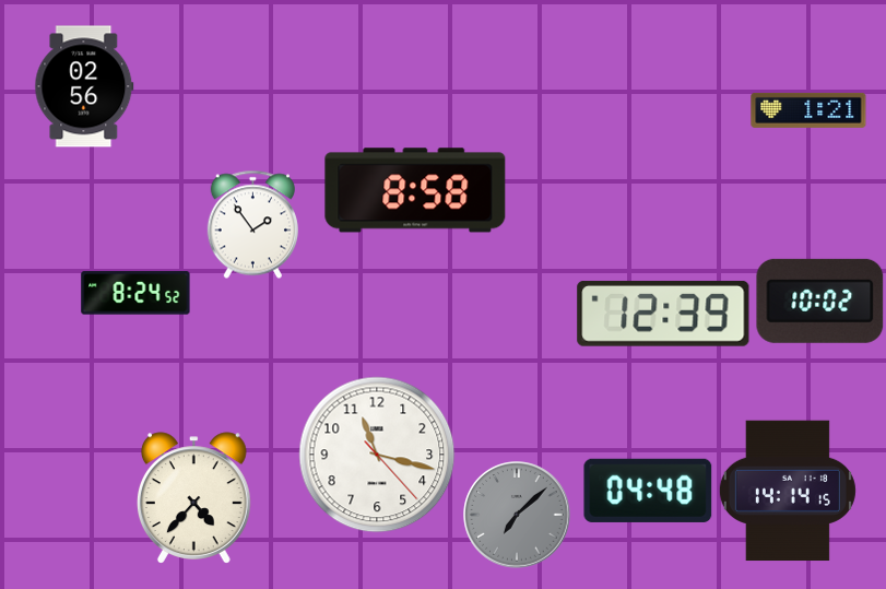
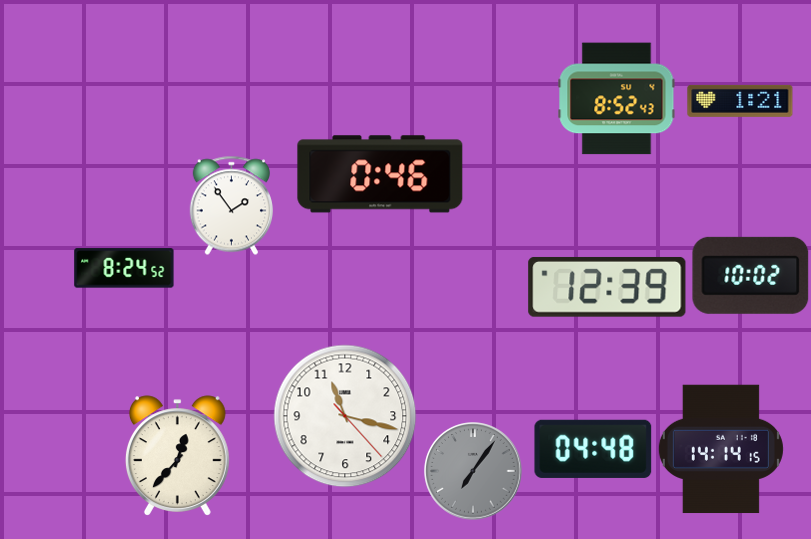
clock at (84, 86): 02:56 -> none
clock at (617, 99): none -> 8:52
clock at (415, 190): 8:58 -> 0:46
clock at (193, 498): 4:37 -> 12:37
clock at (517, 515): 7:08 -> 7:06
